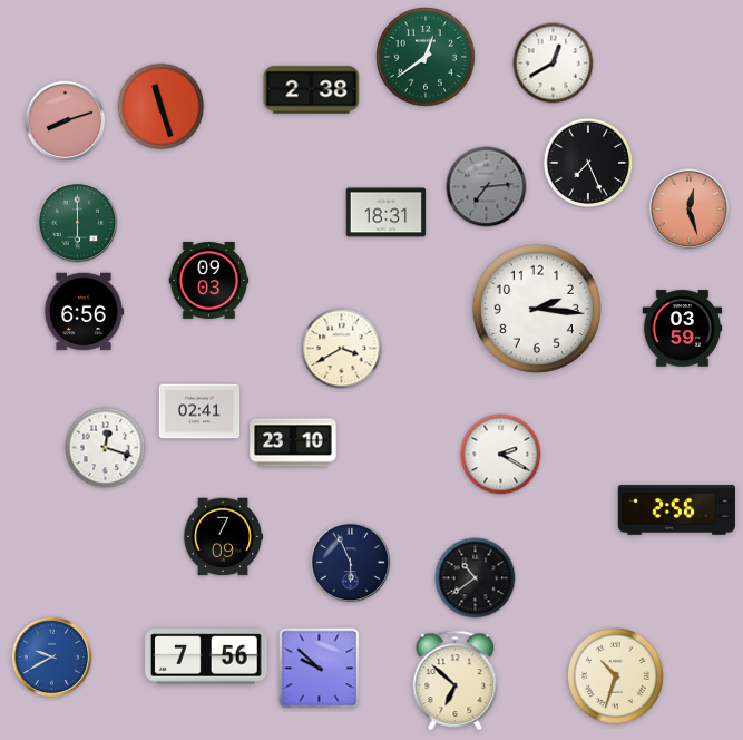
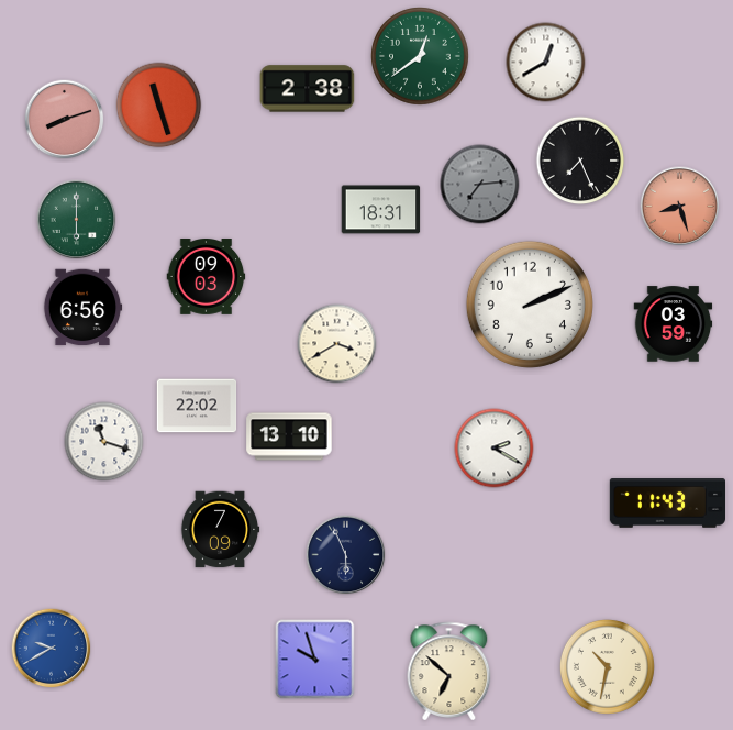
clock at (690, 210): 12:27 -> 8:27
clock at (537, 309): 2:16 -> 2:11
clock at (199, 411): 02:41 -> 22:02
clock at (293, 442): 23:10 -> 13:10
clock at (106, 448): 12:18 -> 11:18
clock at (676, 510): 2:56 -> 11:43
clock at (476, 578): 10:39 -> none
clock at (206, 656): 7:56 -> none
clock at (320, 669): 9:52 -> 9:57
clock at (615, 675): 10:33 -> 10:32
